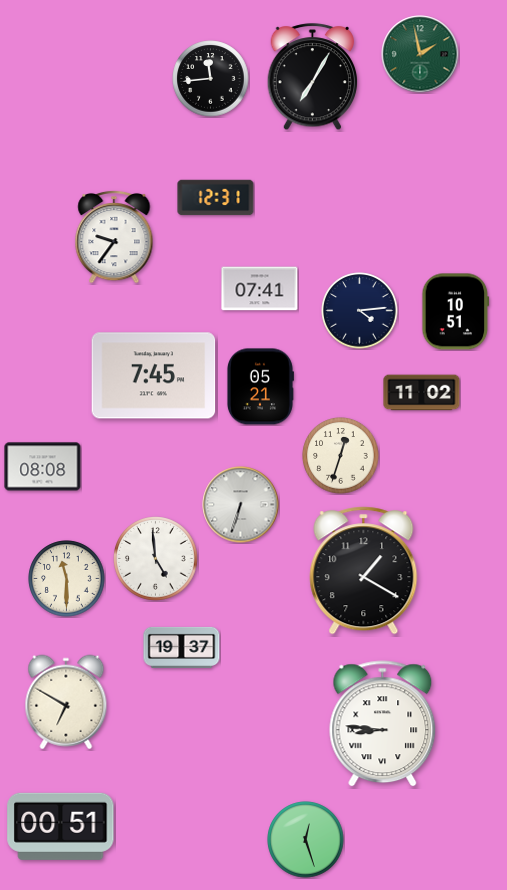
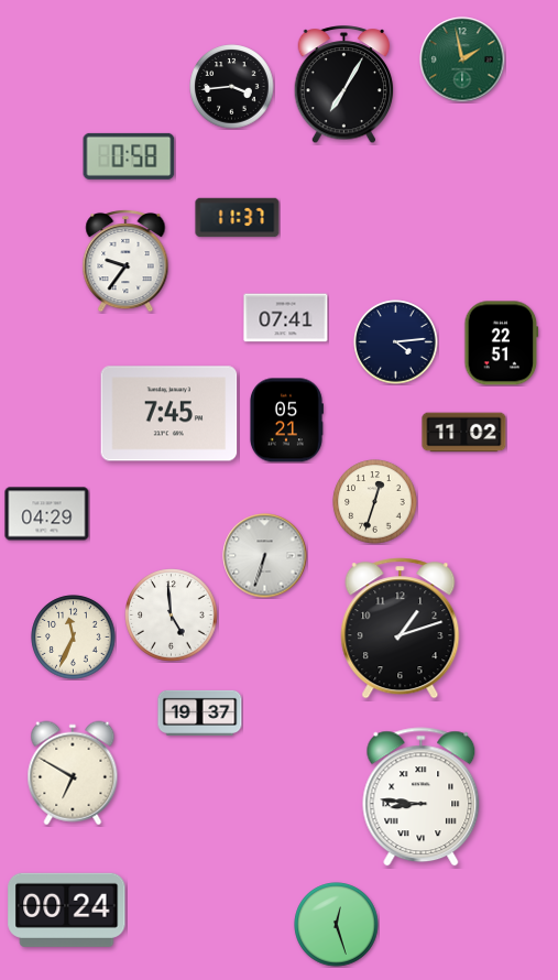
clock at (211, 79): 11:44 -> 3:44
clock at (129, 156): none -> 0:58
clock at (216, 198): 12:31 -> 11:37
clock at (456, 312): 10:51 -> 22:51
clock at (260, 387) position: (260, 387) -> (286, 421)
clock at (43, 467): 08:08 -> 04:29
clock at (364, 571): 1:20 -> 1:12
clock at (67, 579): 11:30 -> 11:34
clock at (61, 826): 00:51 -> 00:24
